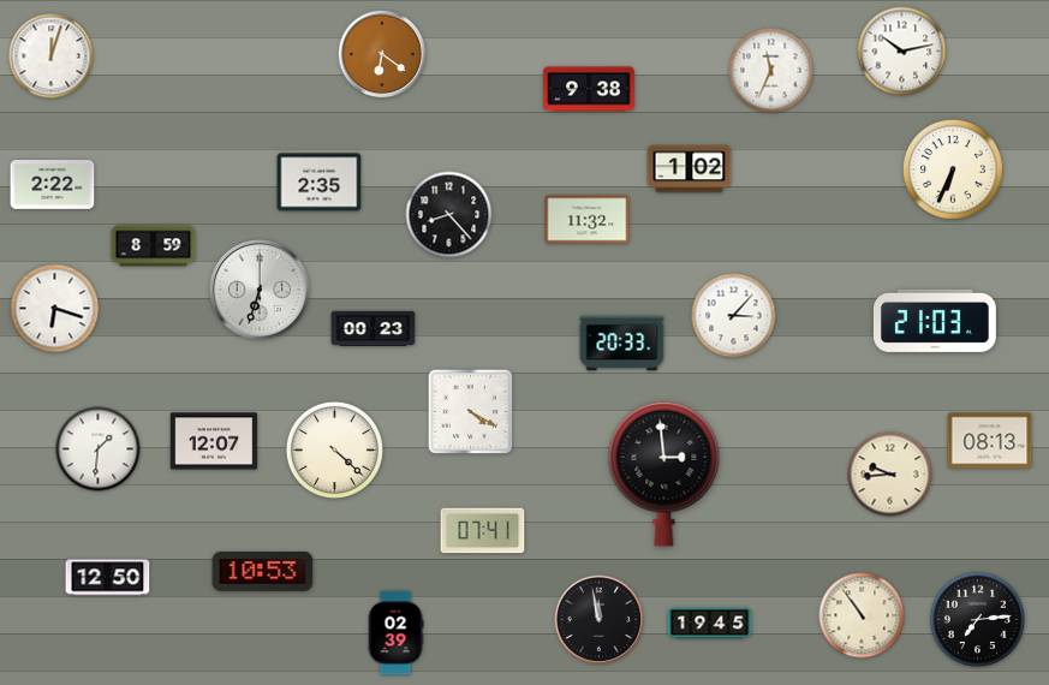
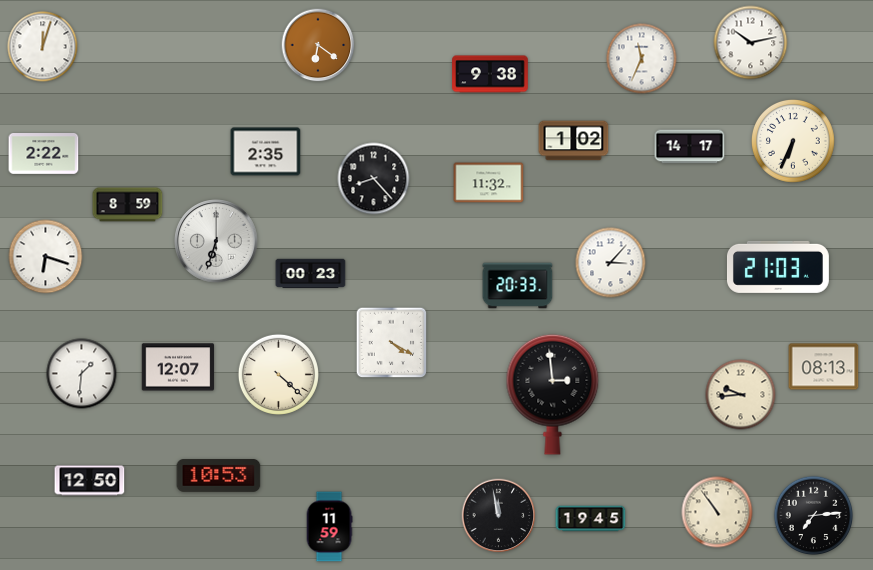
clock at (690, 147): none -> 14:17
clock at (483, 531): 07:41 -> none
clock at (395, 633): 02:39 -> 11:59
